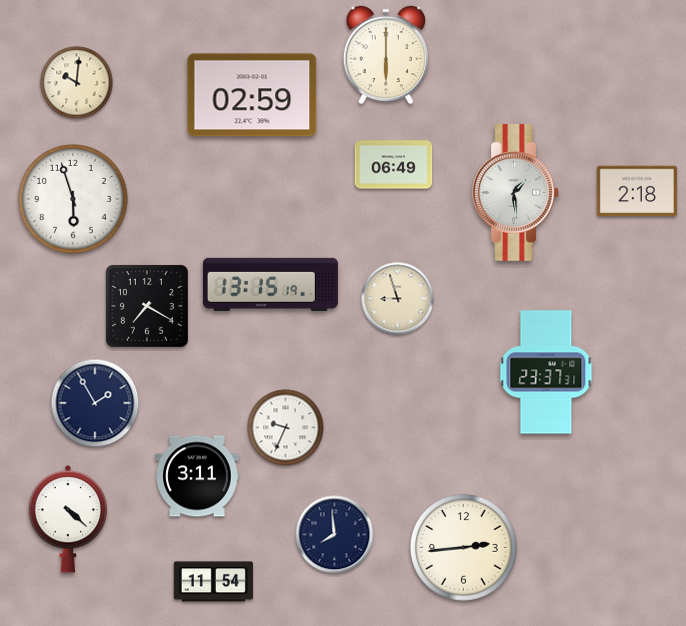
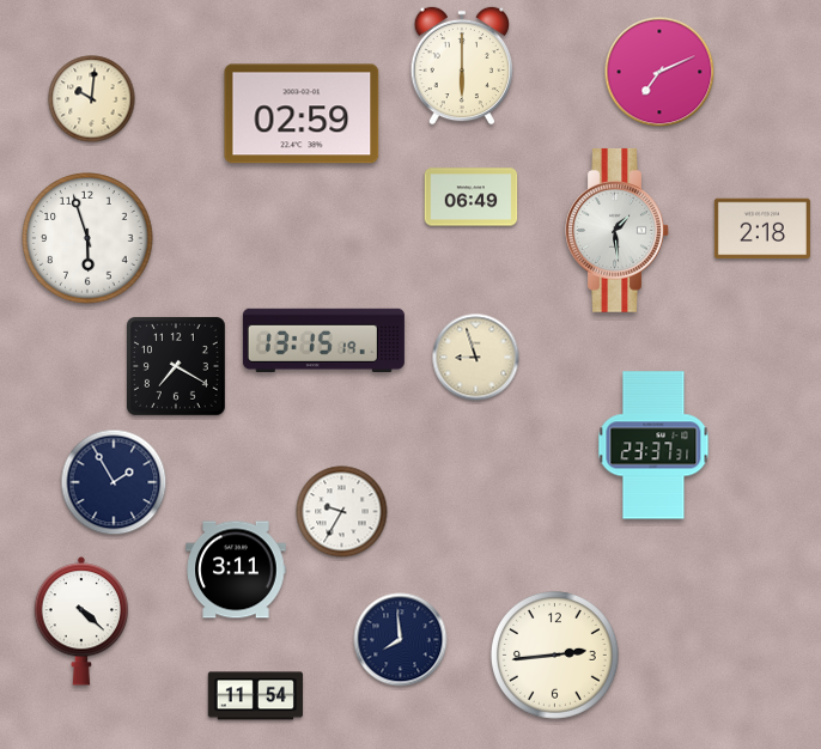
clock at (659, 72): none -> 7:11
clock at (286, 428): 9:34 -> 9:35
